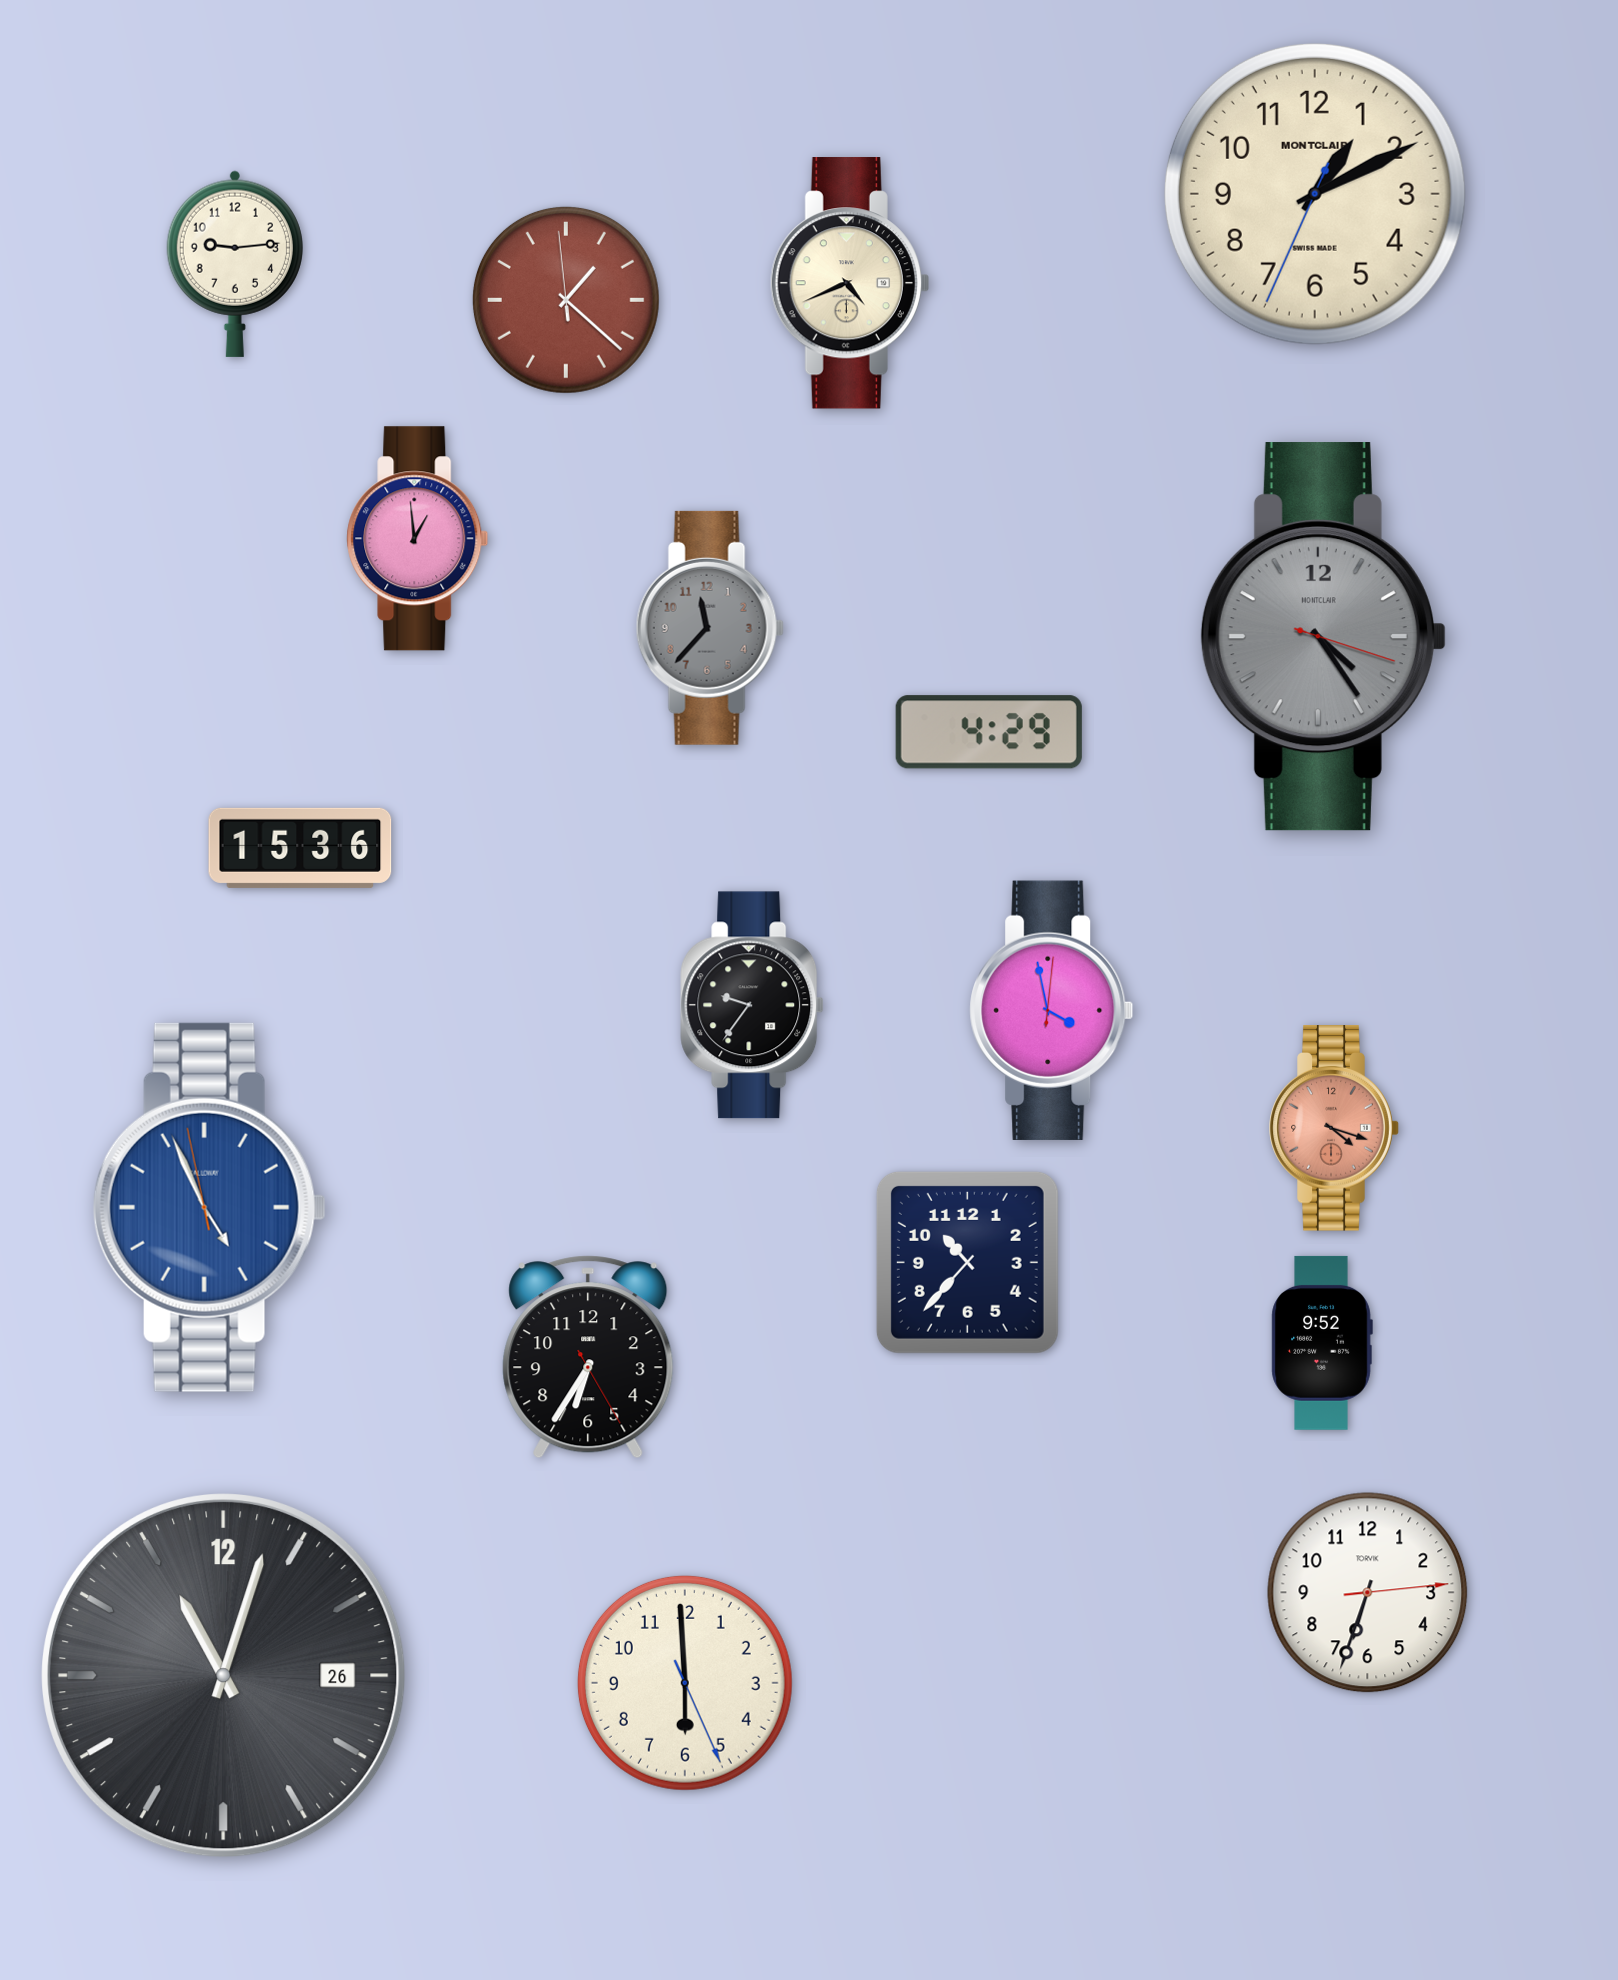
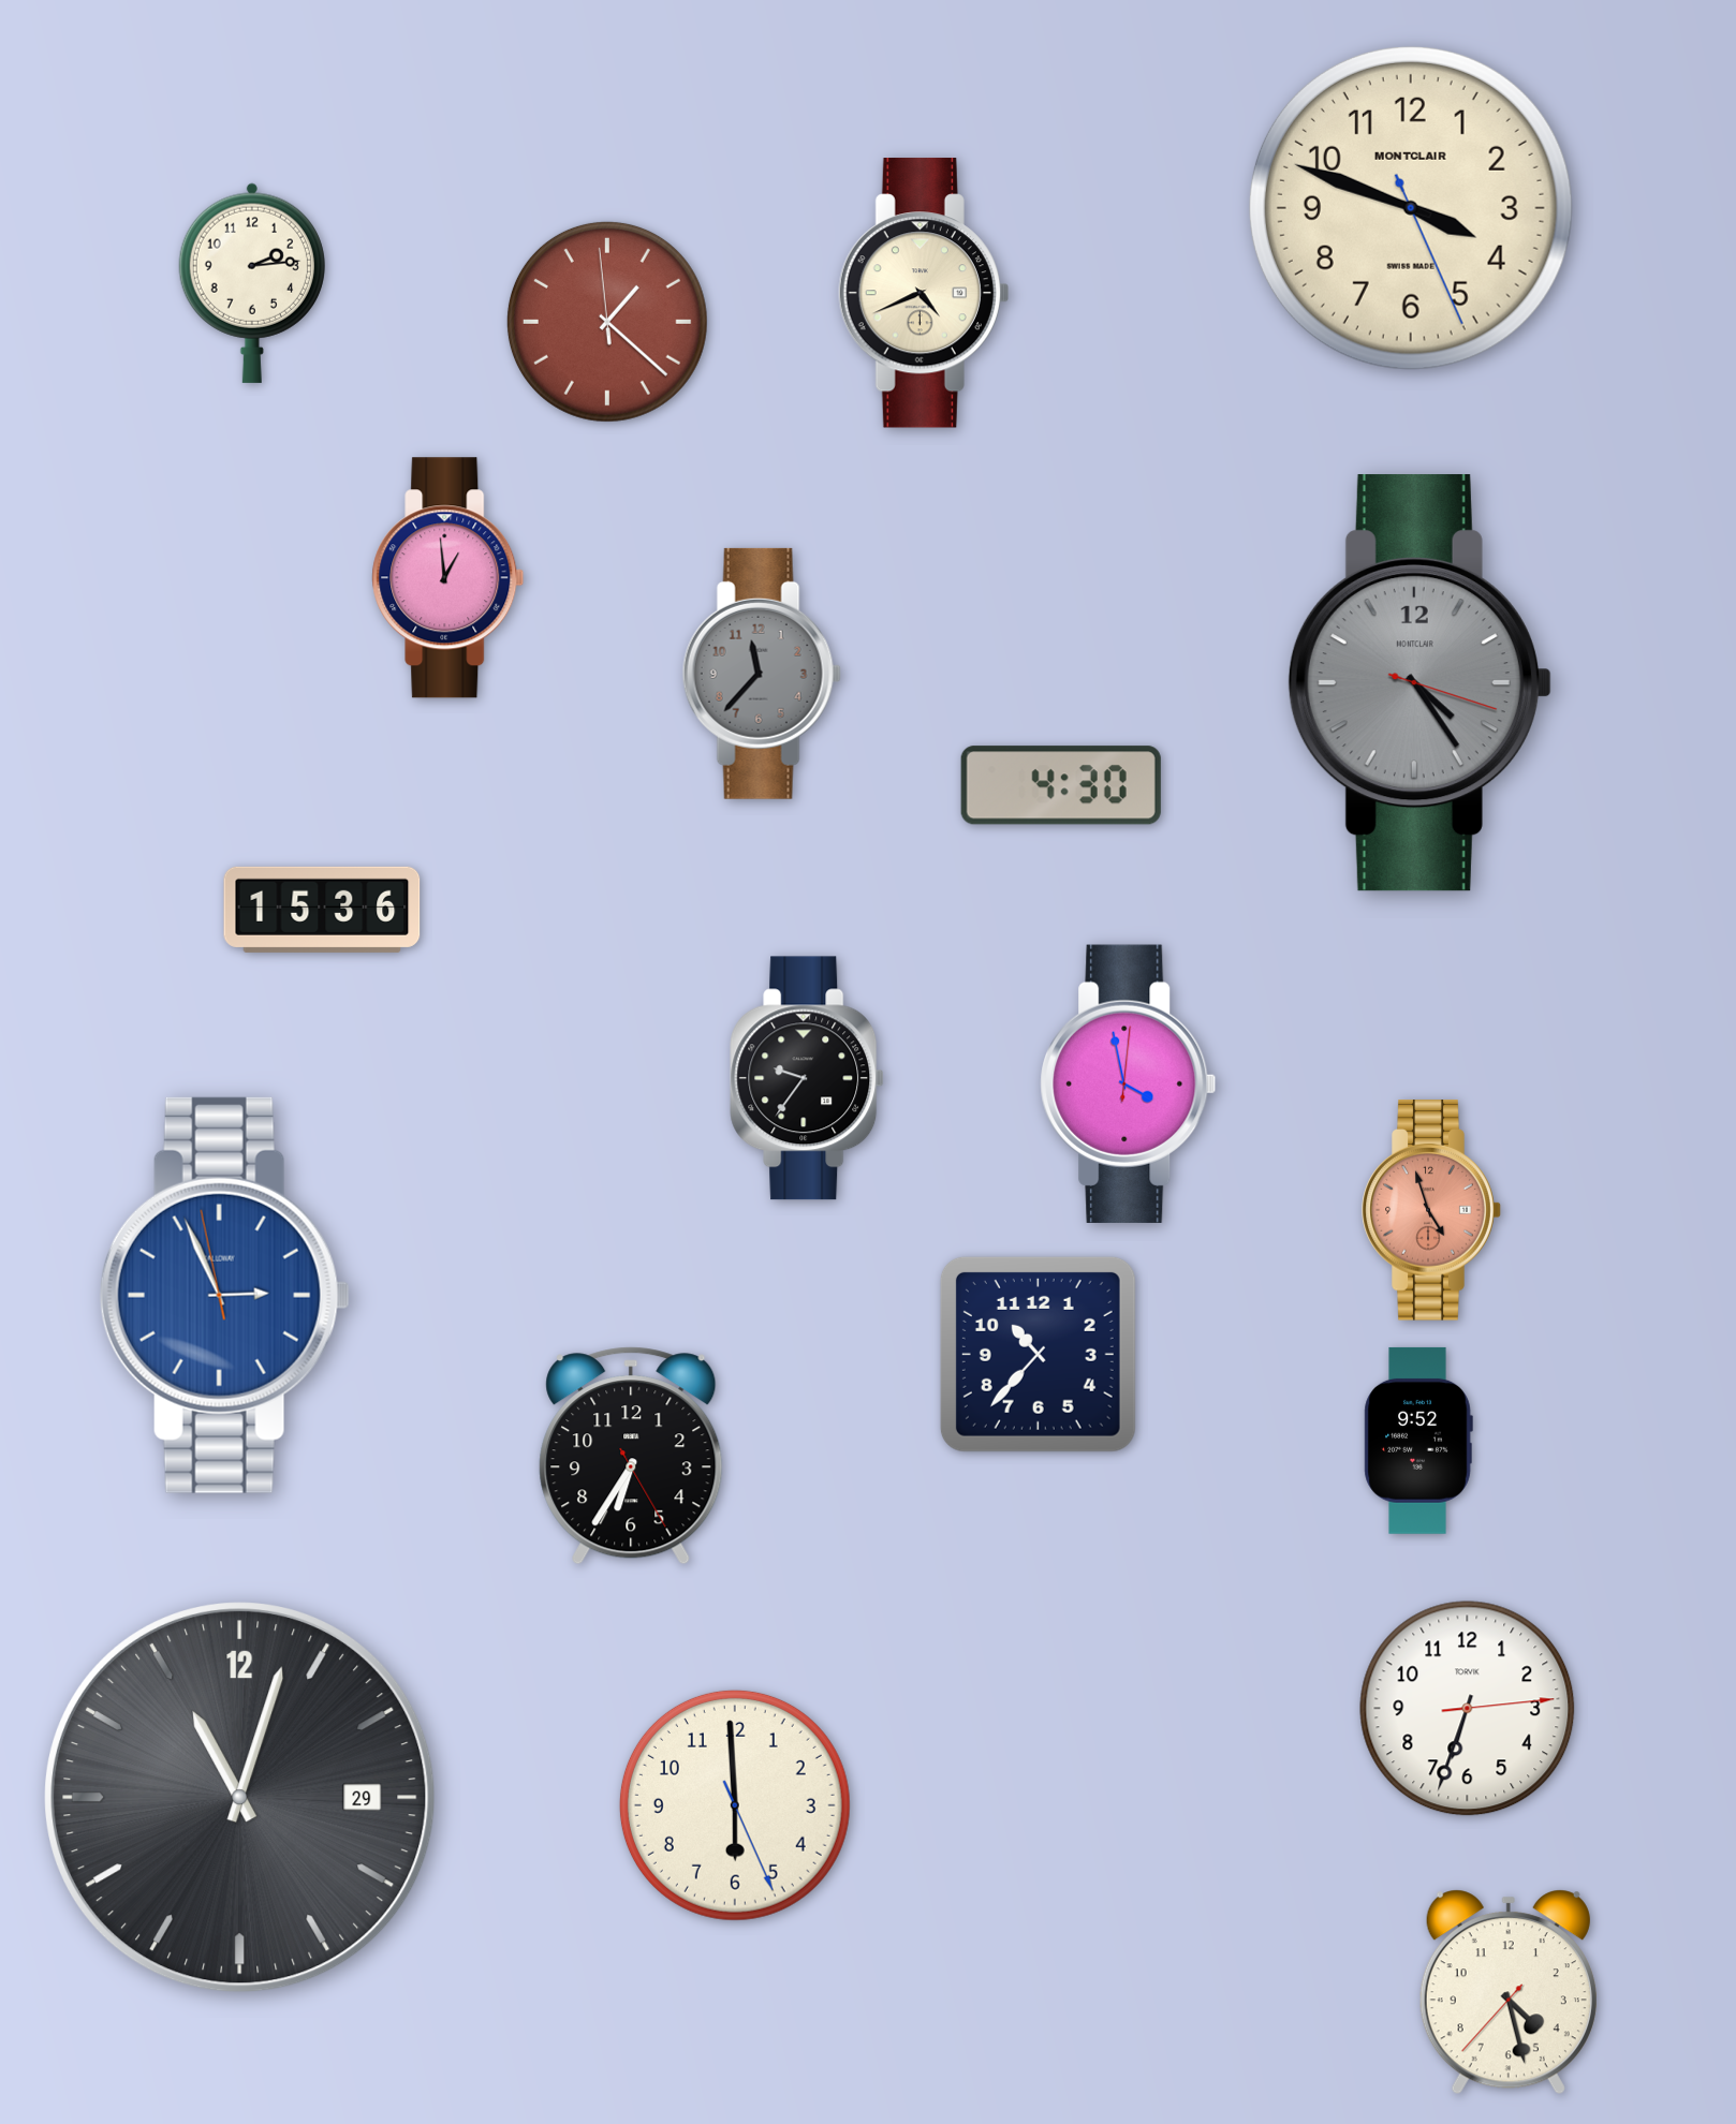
clock at (1315, 194): 1:10 -> 3:48
clock at (235, 264): 9:14 -> 2:14
clock at (850, 283) position: (850, 283) -> (924, 293)
clock at (989, 732): 4:29 -> 4:30
clock at (1334, 1128): 4:18 -> 4:57
clock at (209, 1207): 4:55 -> 2:55
clock at (224, 1676) date: 26 -> 29
clock at (1509, 1992): none -> 4:27
